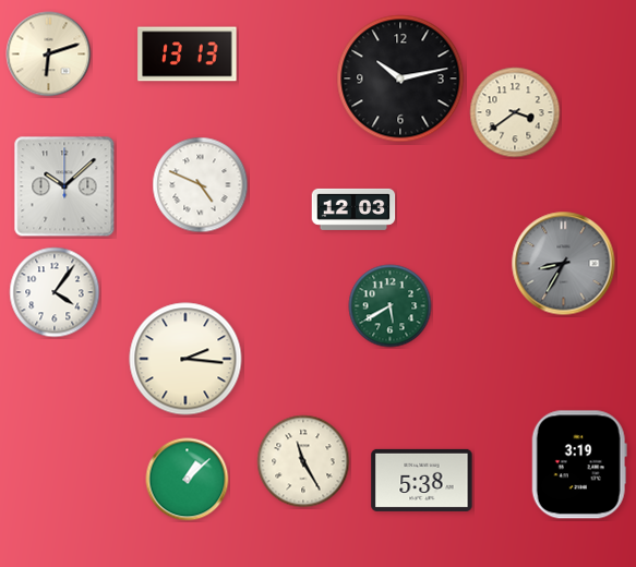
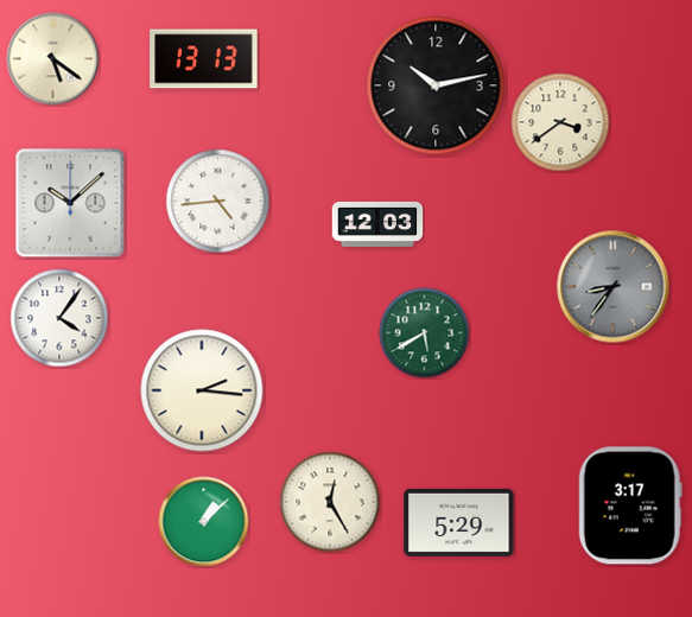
clock at (49, 55): 6:12 -> 5:21
clock at (201, 185): 4:49 -> 4:44
clock at (353, 209) position: (353, 209) -> (377, 224)
clock at (564, 264): 8:35 -> 8:36
clock at (303, 461): 11:25 -> 12:25
clock at (579, 465): 3:19 -> 3:17
clock at (422, 480): 5:38 -> 5:29
